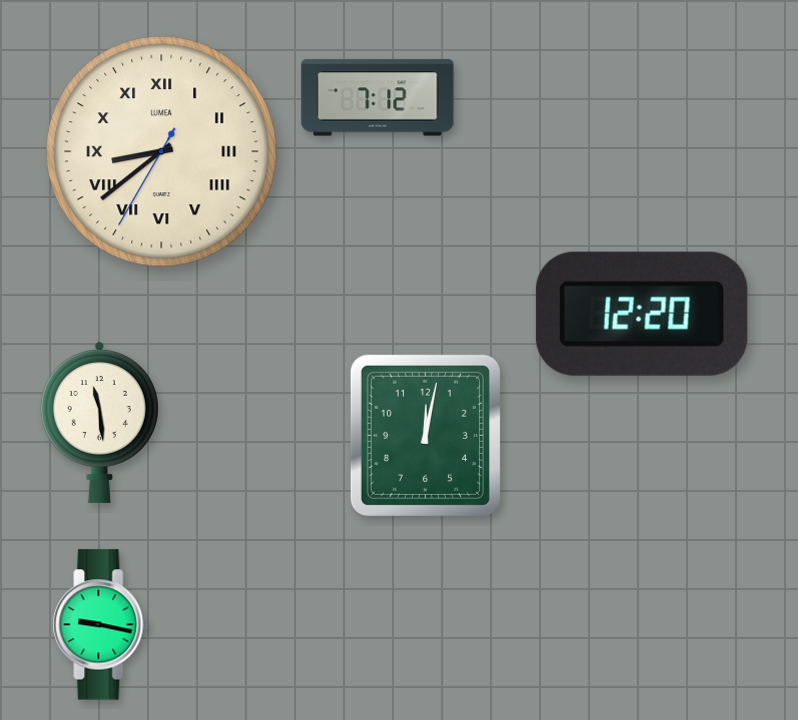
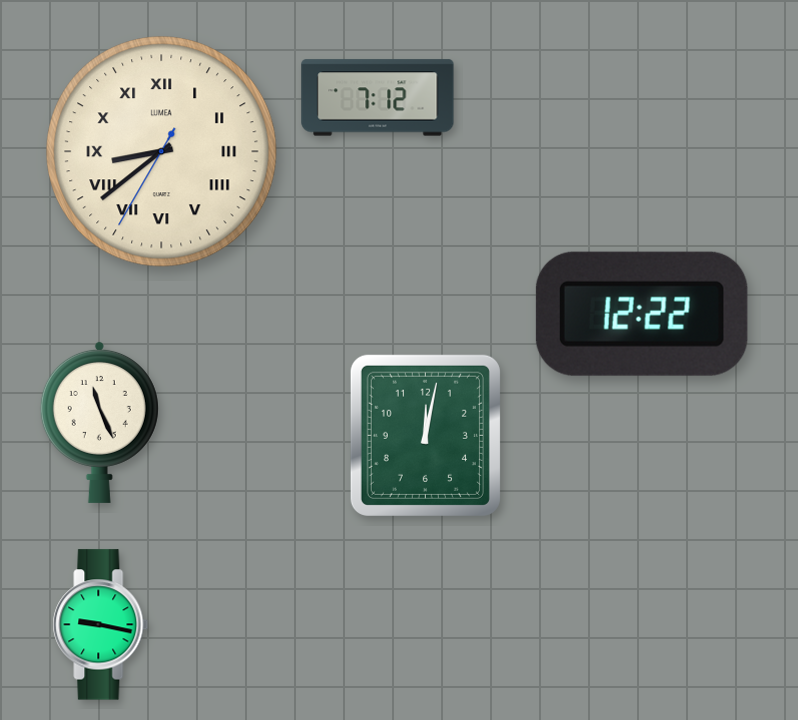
clock at (642, 314): 12:20 -> 12:22
clock at (99, 422): 11:29 -> 11:26
